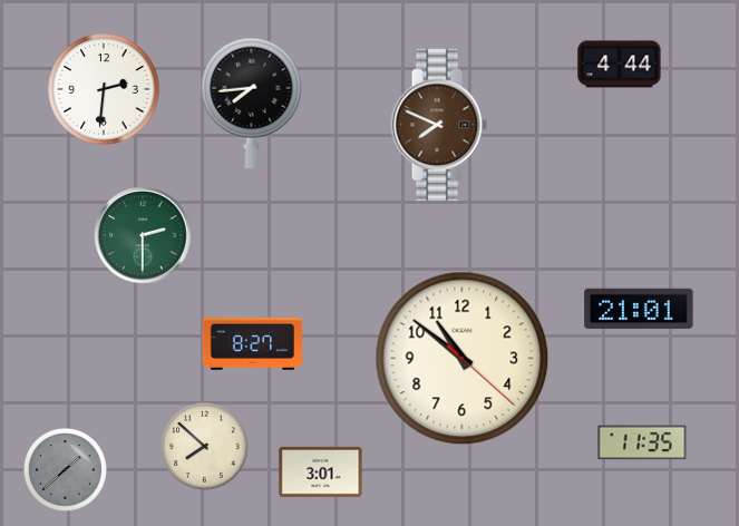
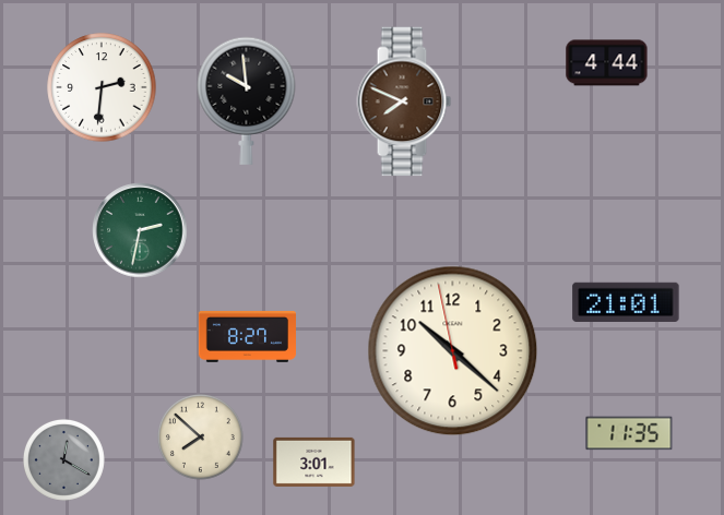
clock at (252, 103): 7:44 -> 9:59
clock at (439, 125) position: (439, 125) -> (404, 101)
clock at (143, 235): 2:30 -> 2:32
clock at (463, 359): 10:51 -> 10:21
clock at (65, 469): 1:38 -> 12:20
